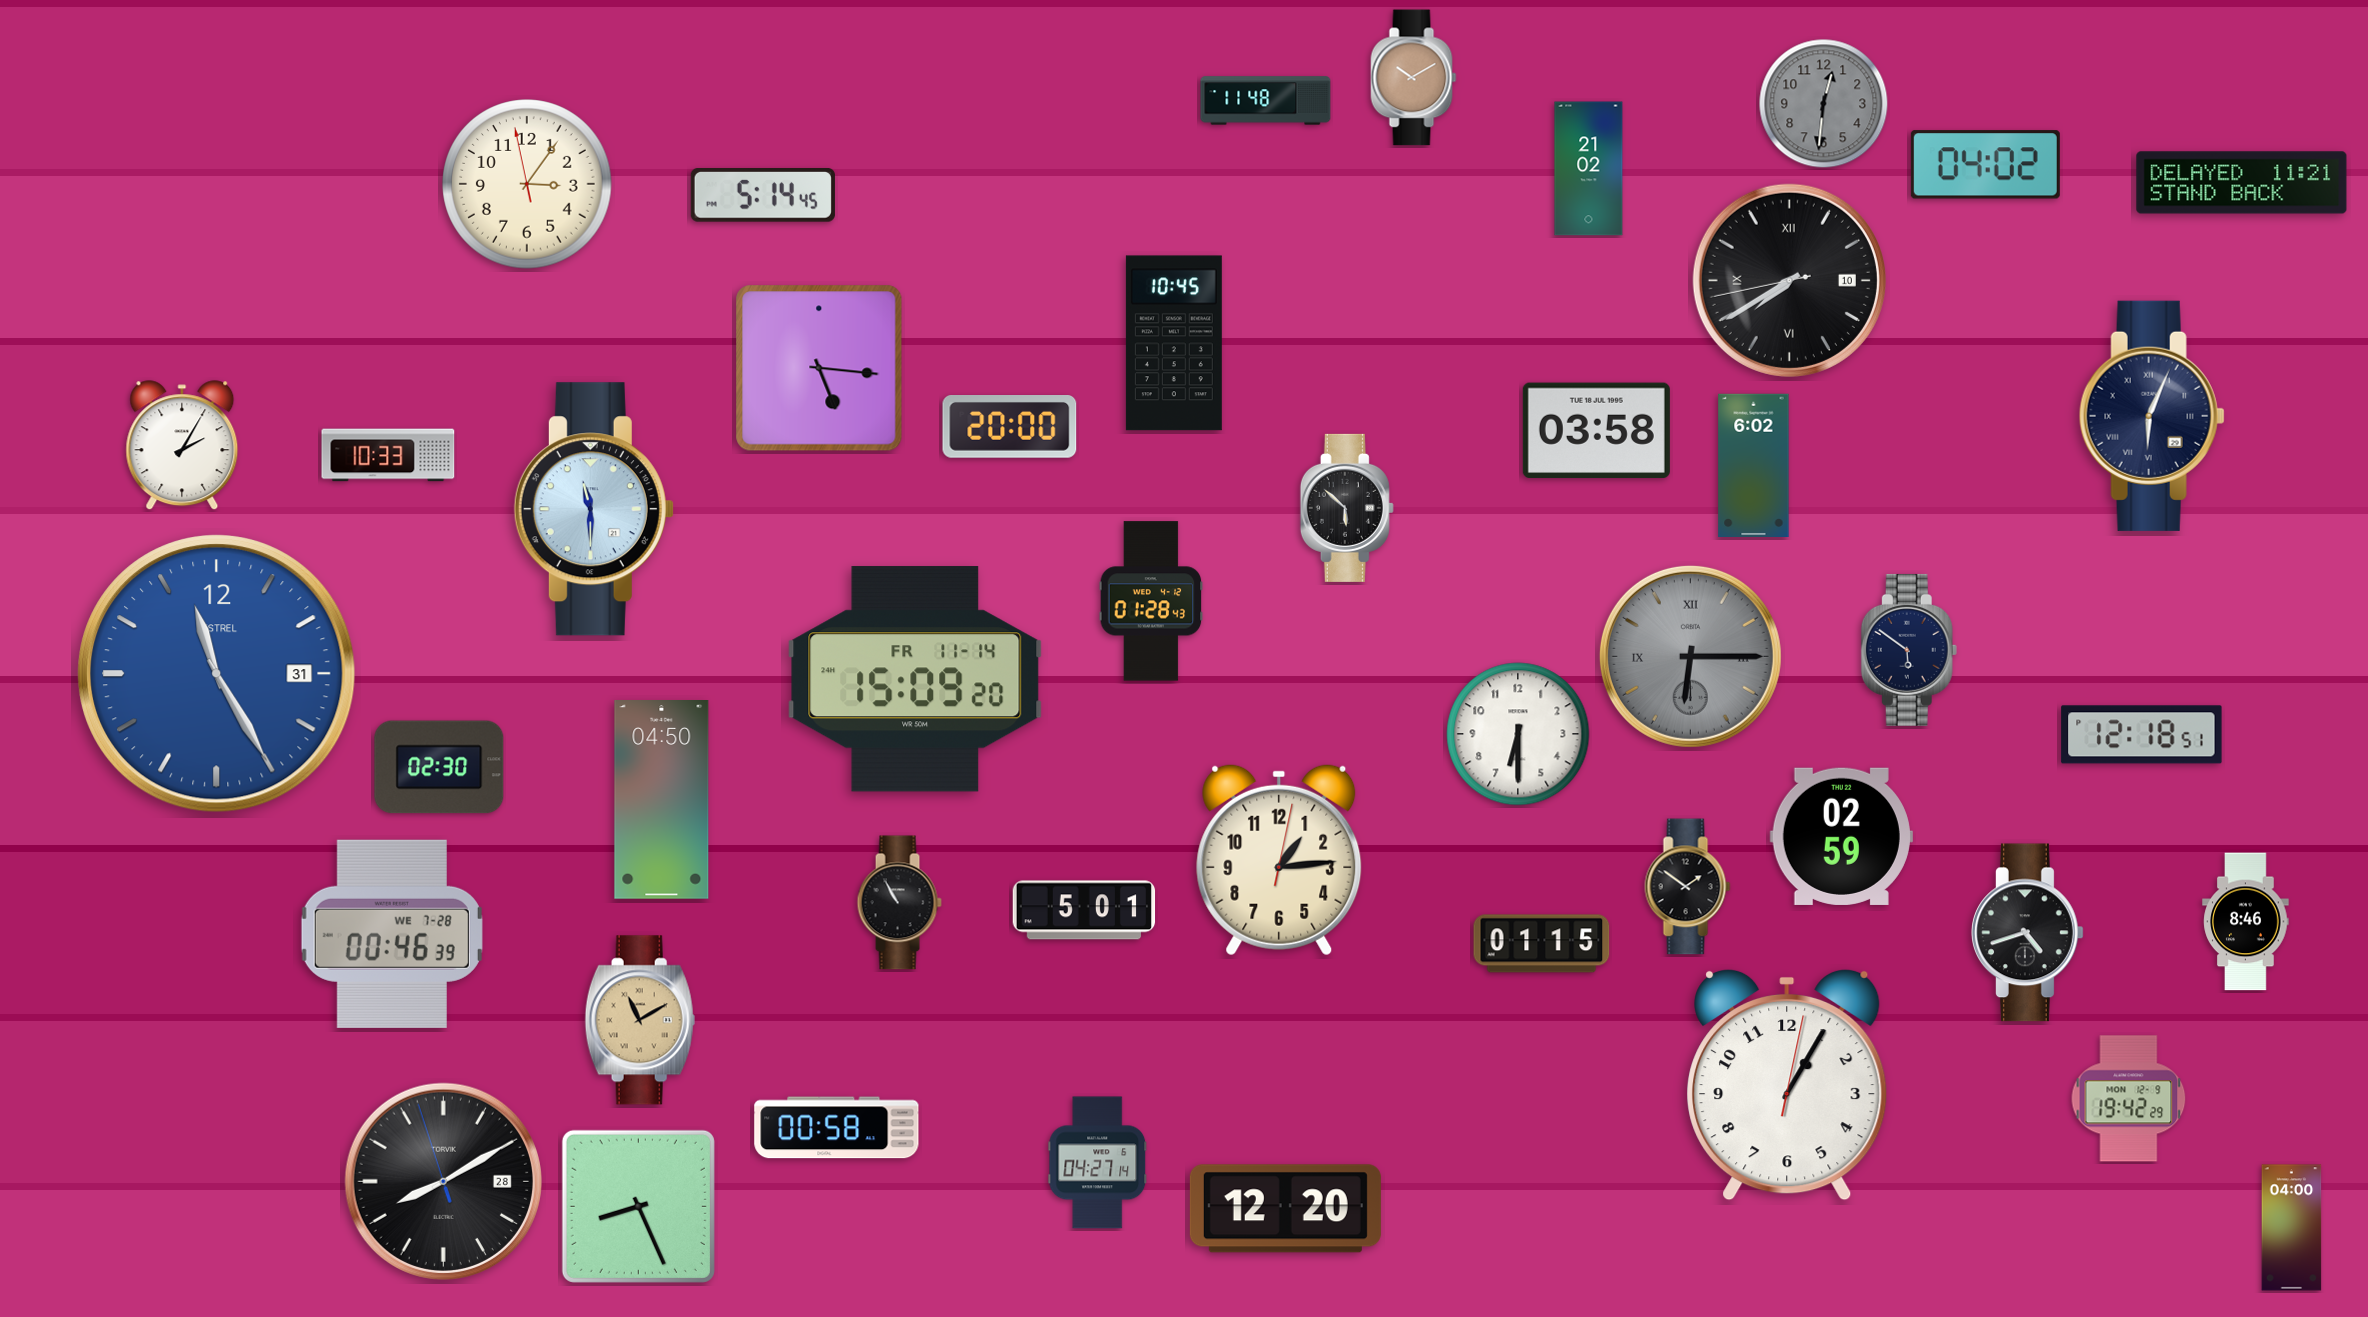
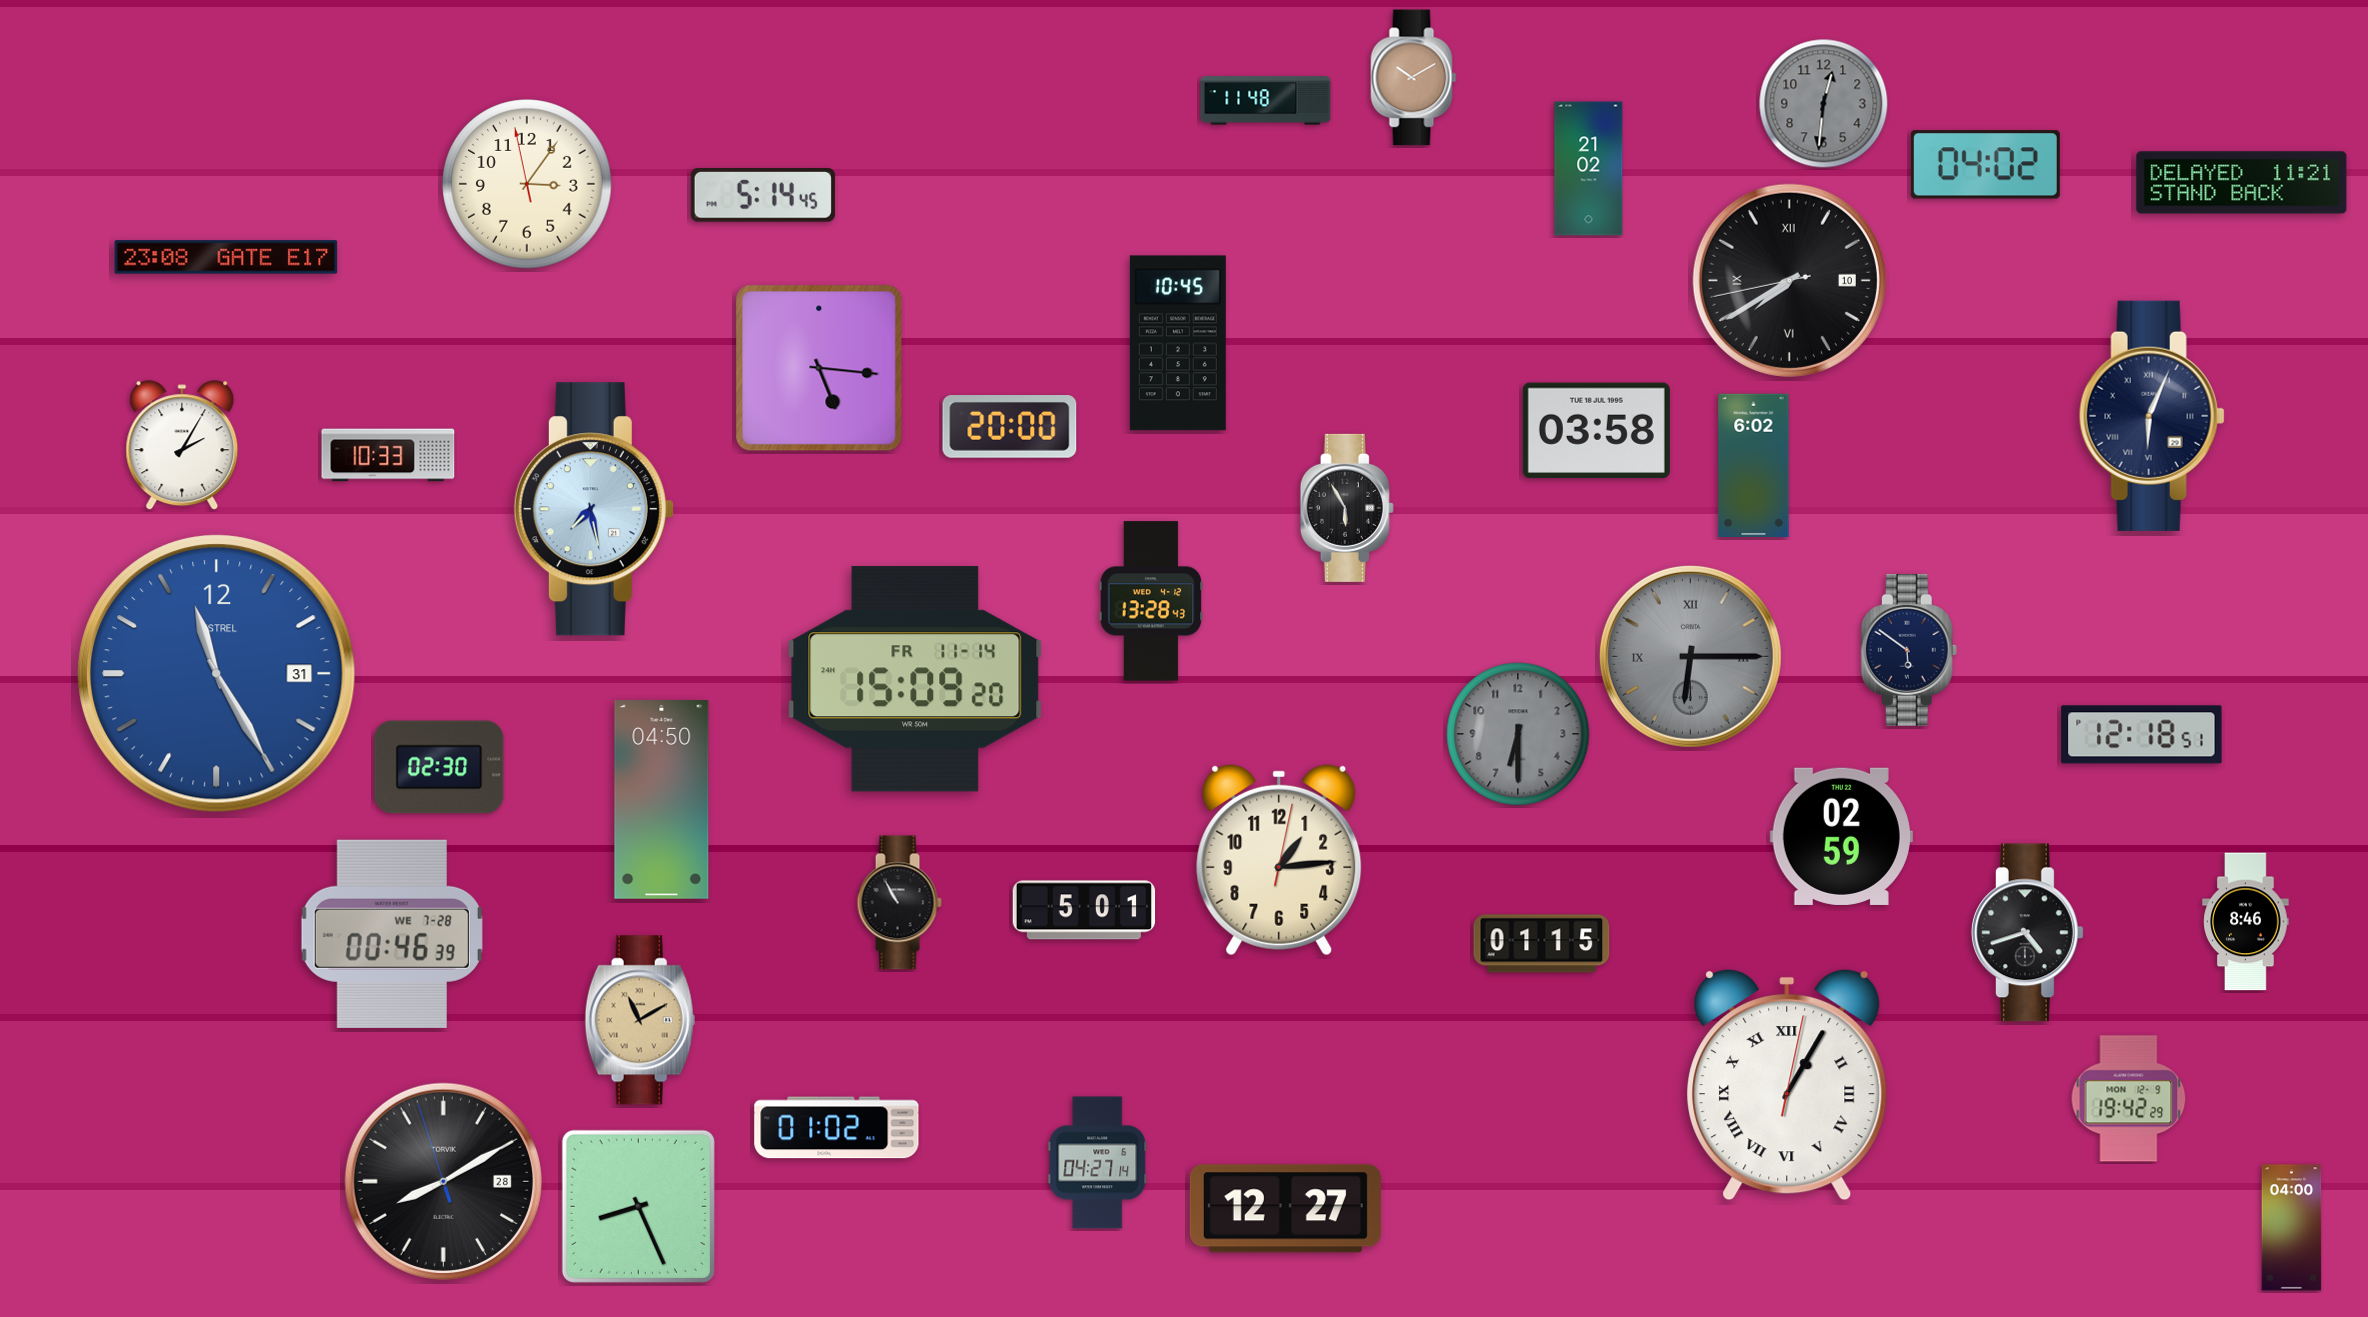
clock at (226, 257): none -> 23:08
clock at (1174, 343) position: (1174, 343) -> (1178, 343)
clock at (1347, 508): 5:52 -> 5:55
clock at (594, 509): 11:30 -> 7:28
clock at (1151, 601): 01:28 -> 13:28
clock at (1518, 734) dial: white -> grey
clock at (1688, 887): 1:51 -> none
clock at (1787, 1085) numerals: Arabic -> Roman
clock at (837, 1128): 00:58 -> 01:02
clock at (1285, 1209): 12:20 -> 12:27
